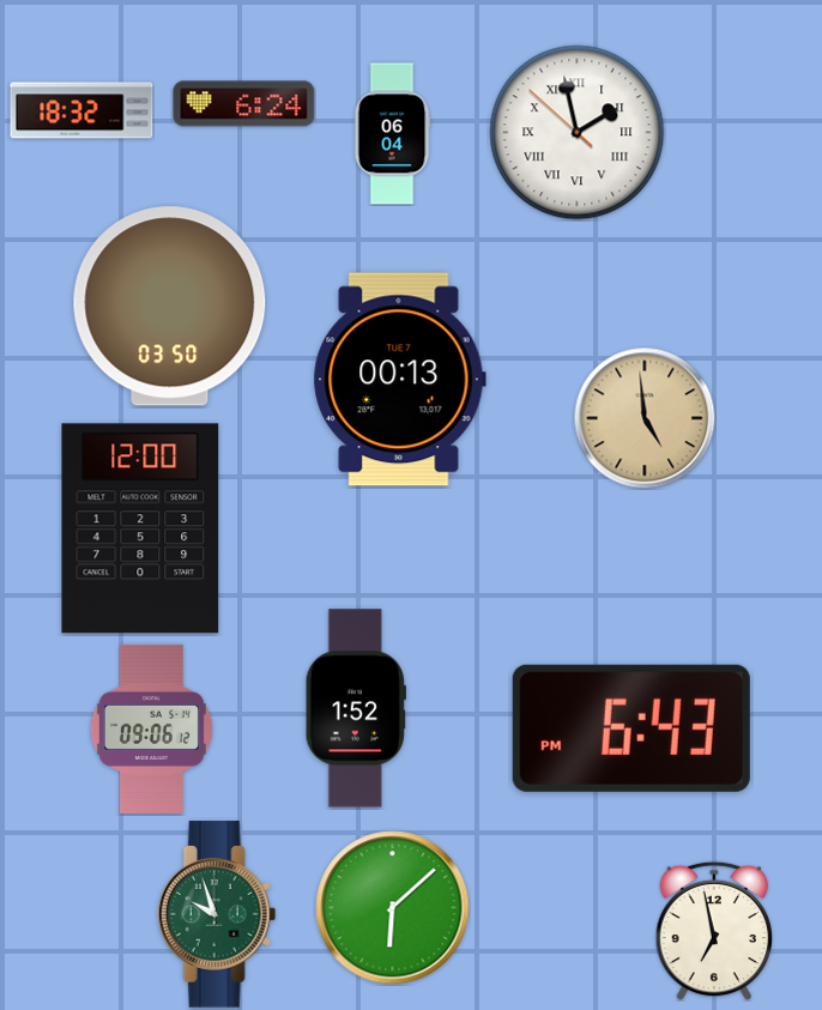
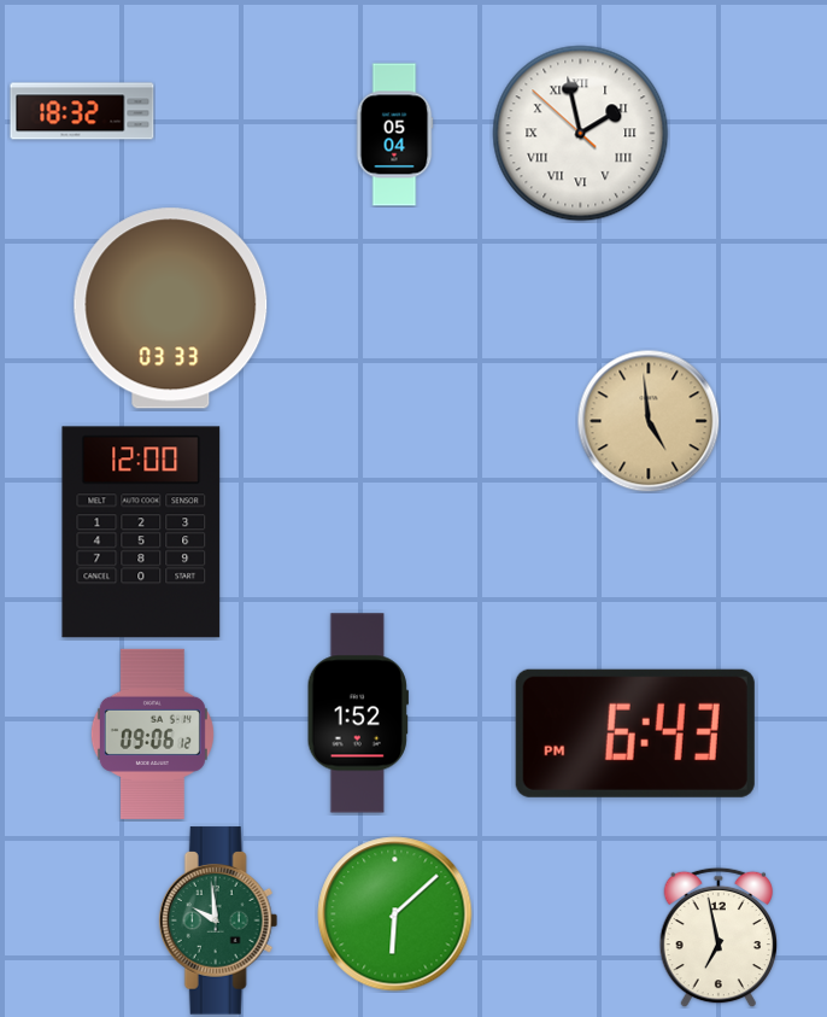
clock at (244, 104): 6:24 -> none
clock at (392, 134): 06:04 -> 05:04
clock at (170, 307): 03:50 -> 03:33
clock at (399, 380): 00:13 -> none
clock at (217, 914): 9:57 -> 9:59
